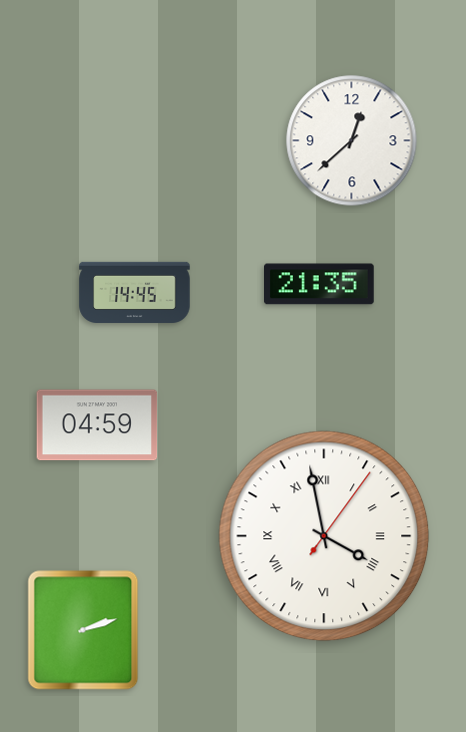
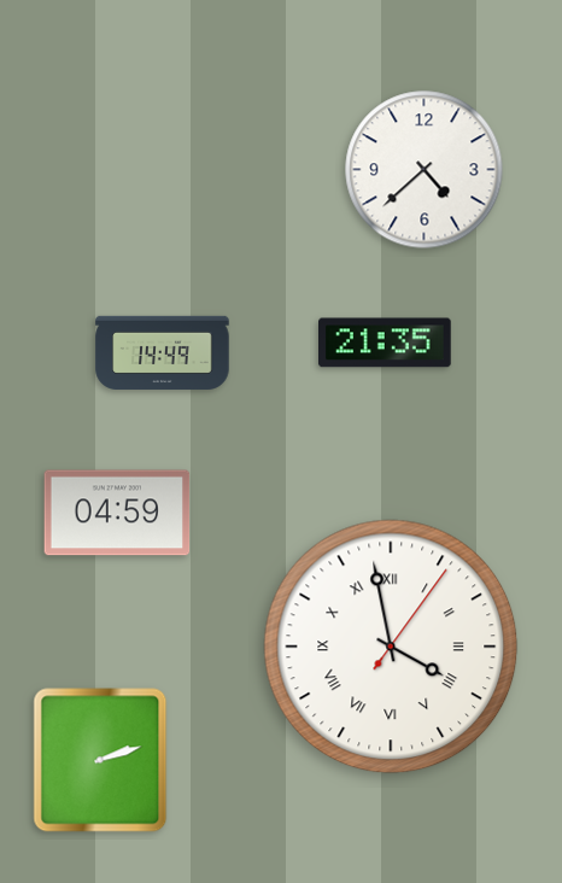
clock at (352, 141): 12:38 -> 4:38
clock at (135, 292): 14:45 -> 14:49
